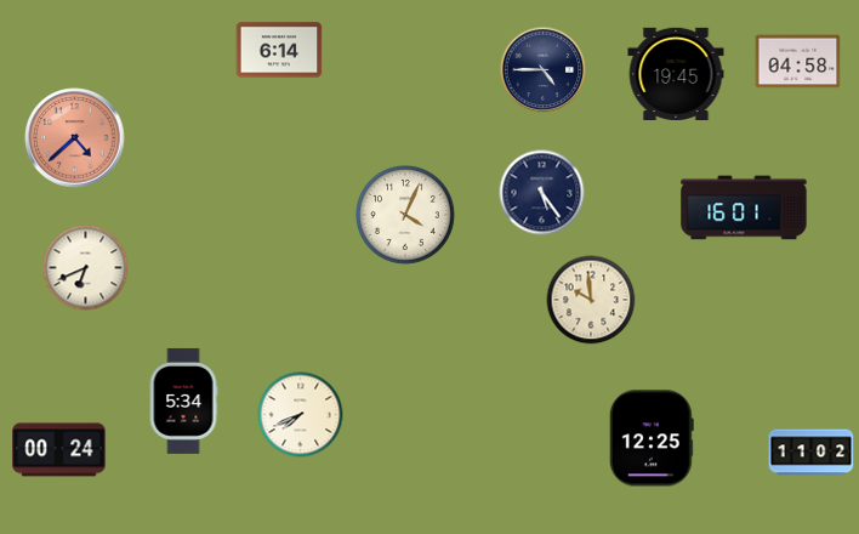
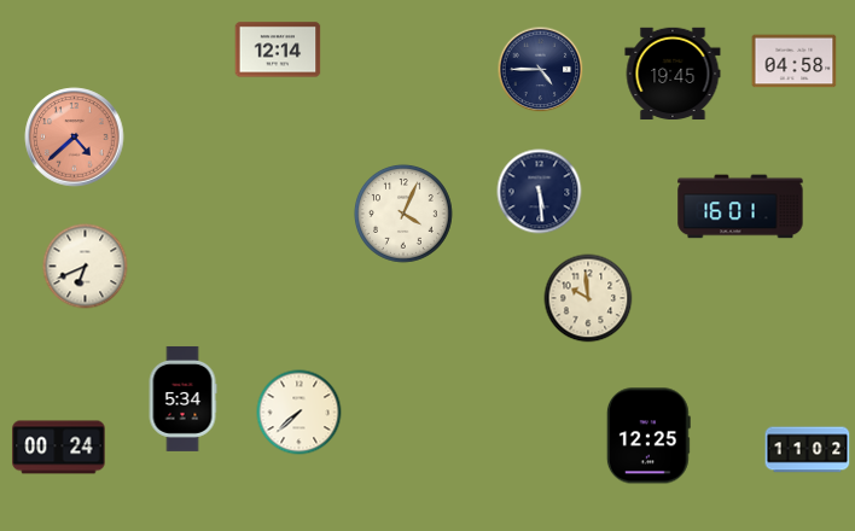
clock at (279, 50): 6:14 -> 12:14
clock at (542, 193): 5:24 -> 5:29
clock at (301, 415): 7:41 -> 7:38
